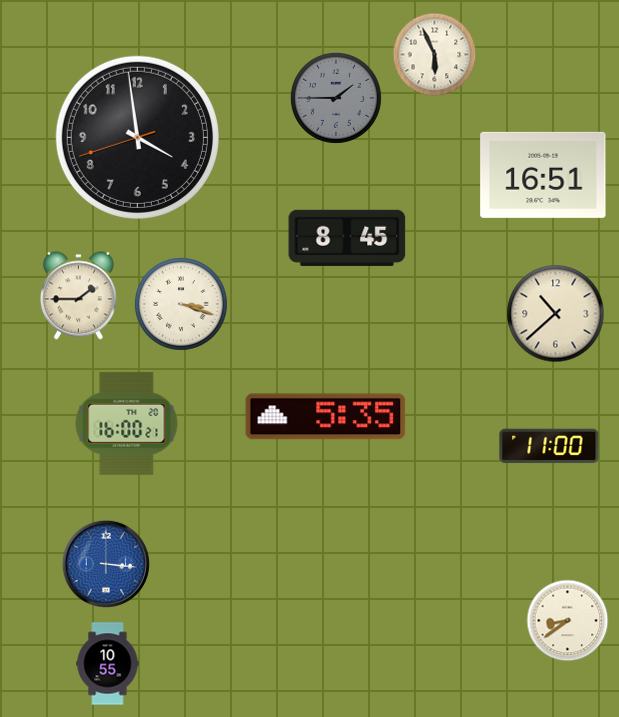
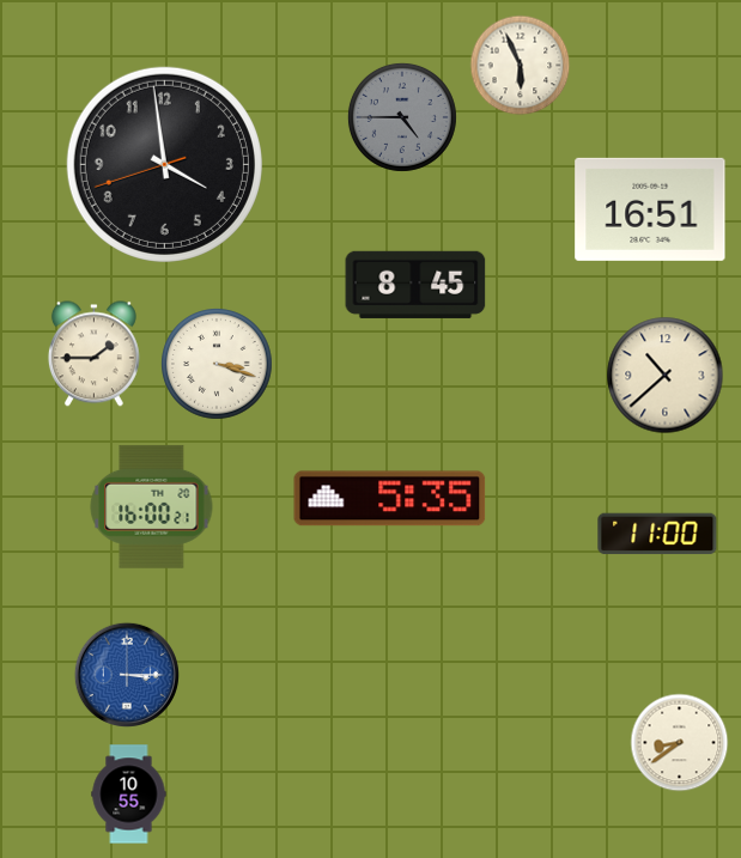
clock at (336, 98): 1:45 -> 4:45
clock at (106, 564): 3:16 -> 3:15
